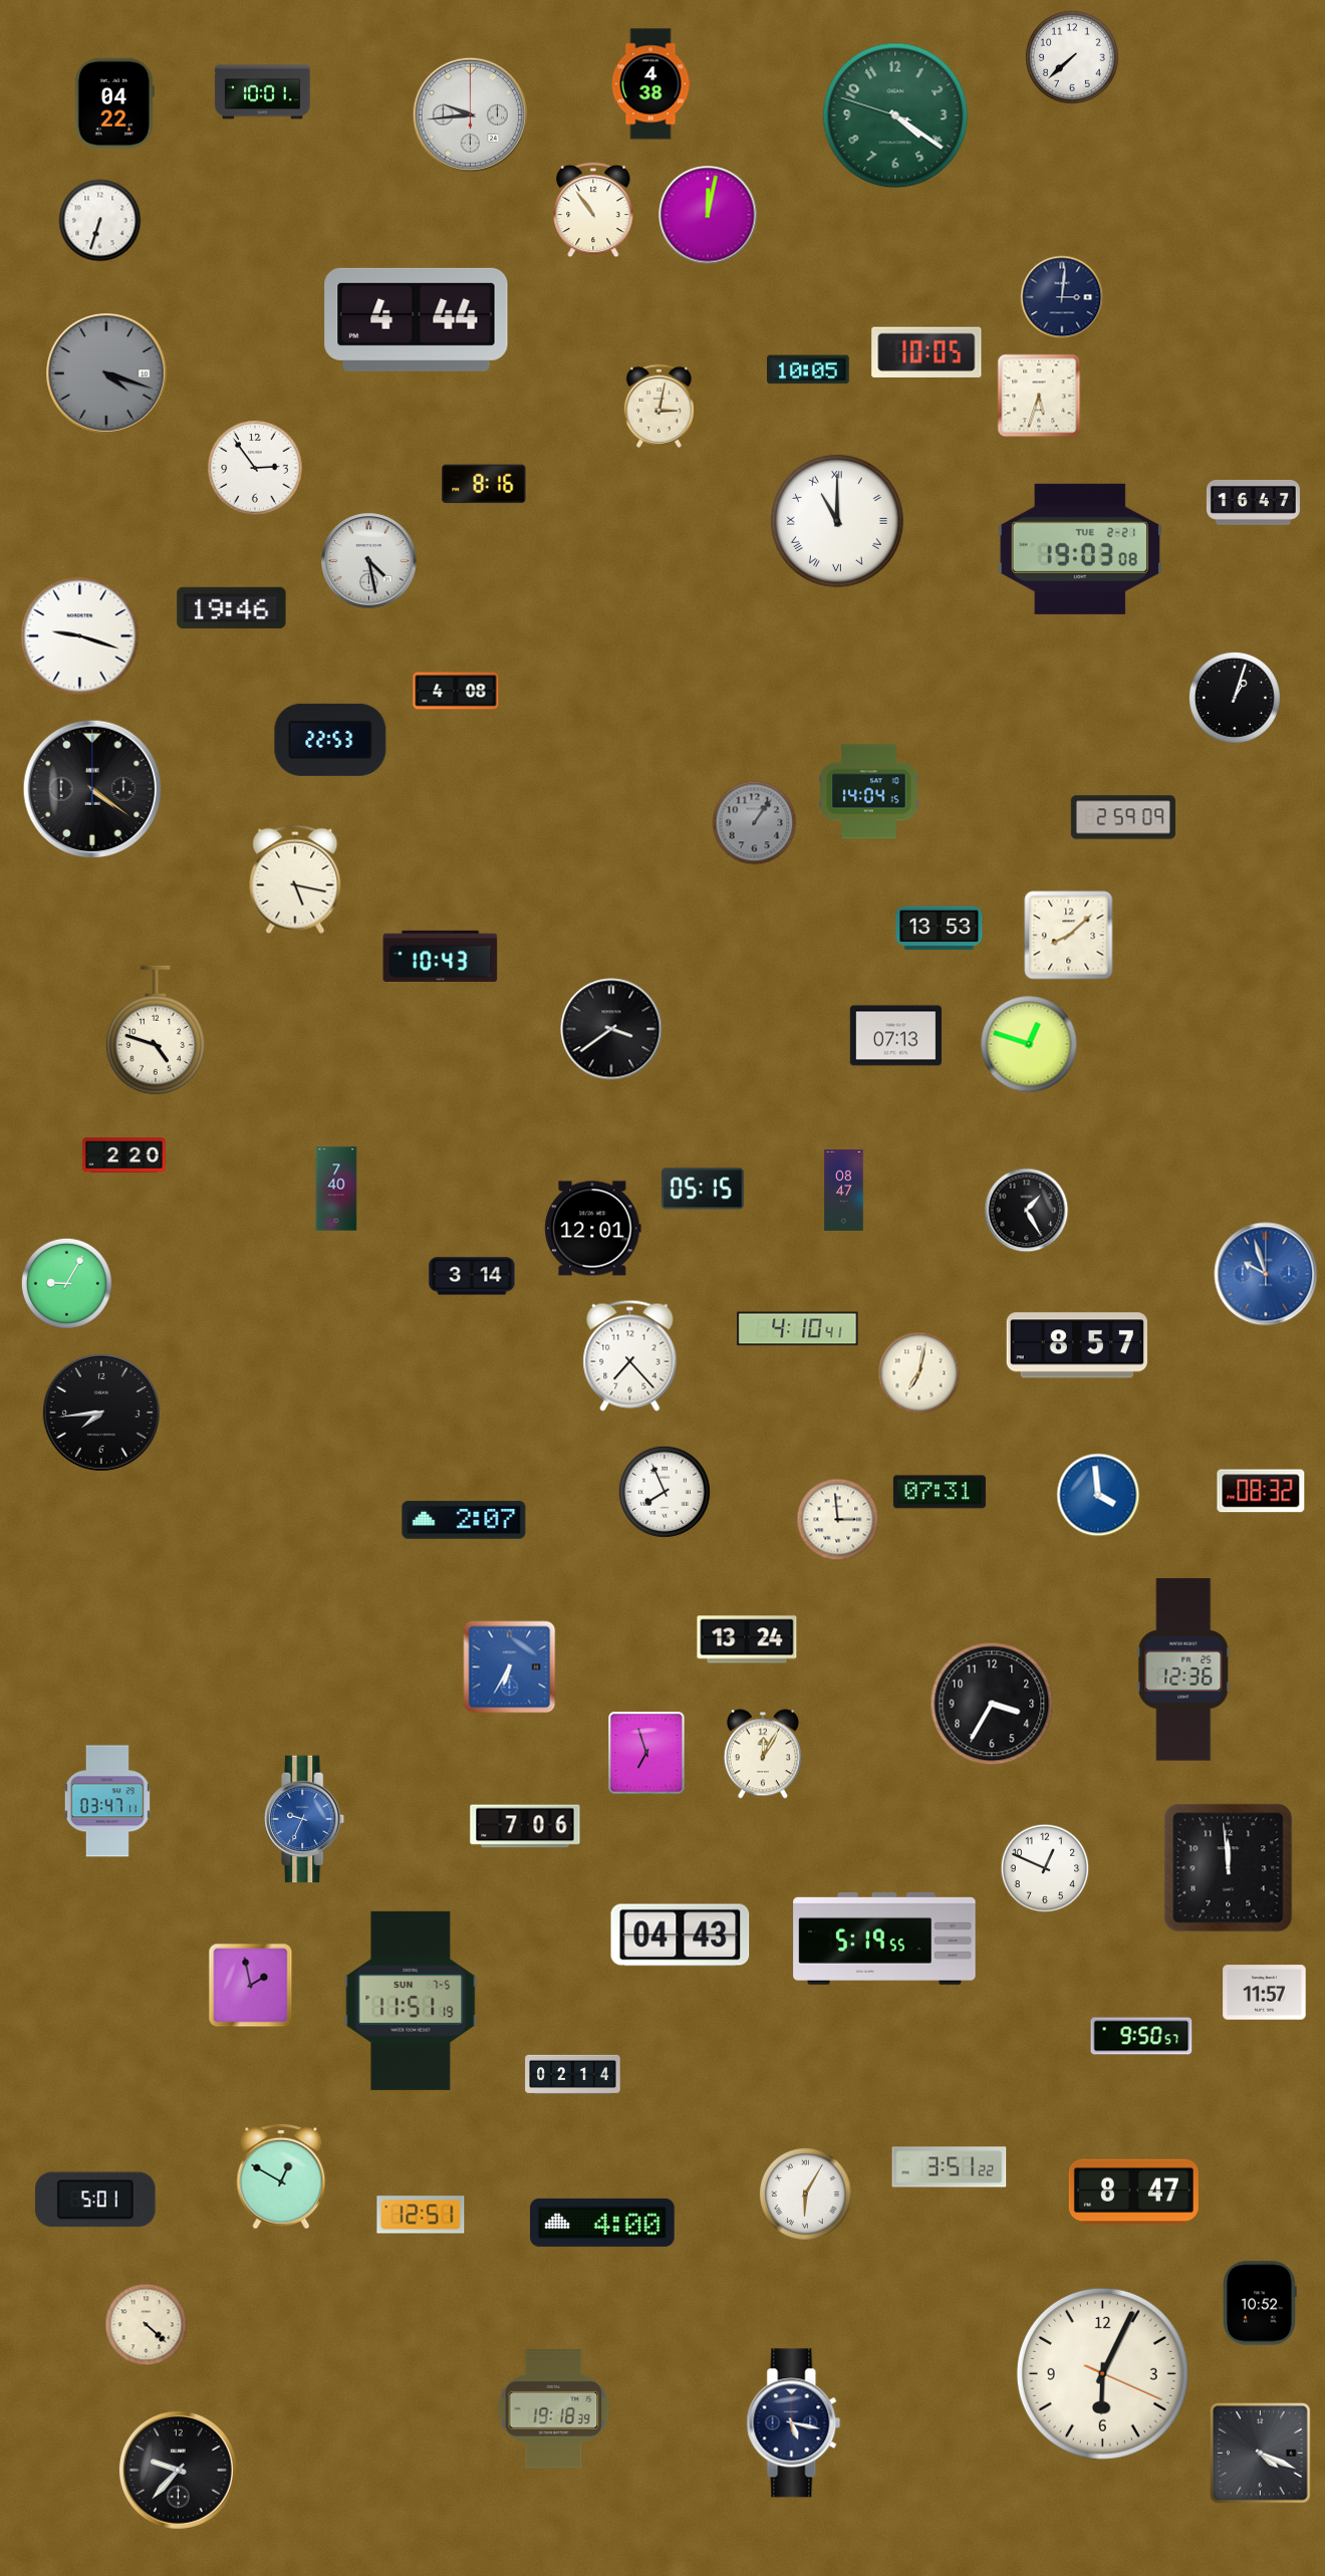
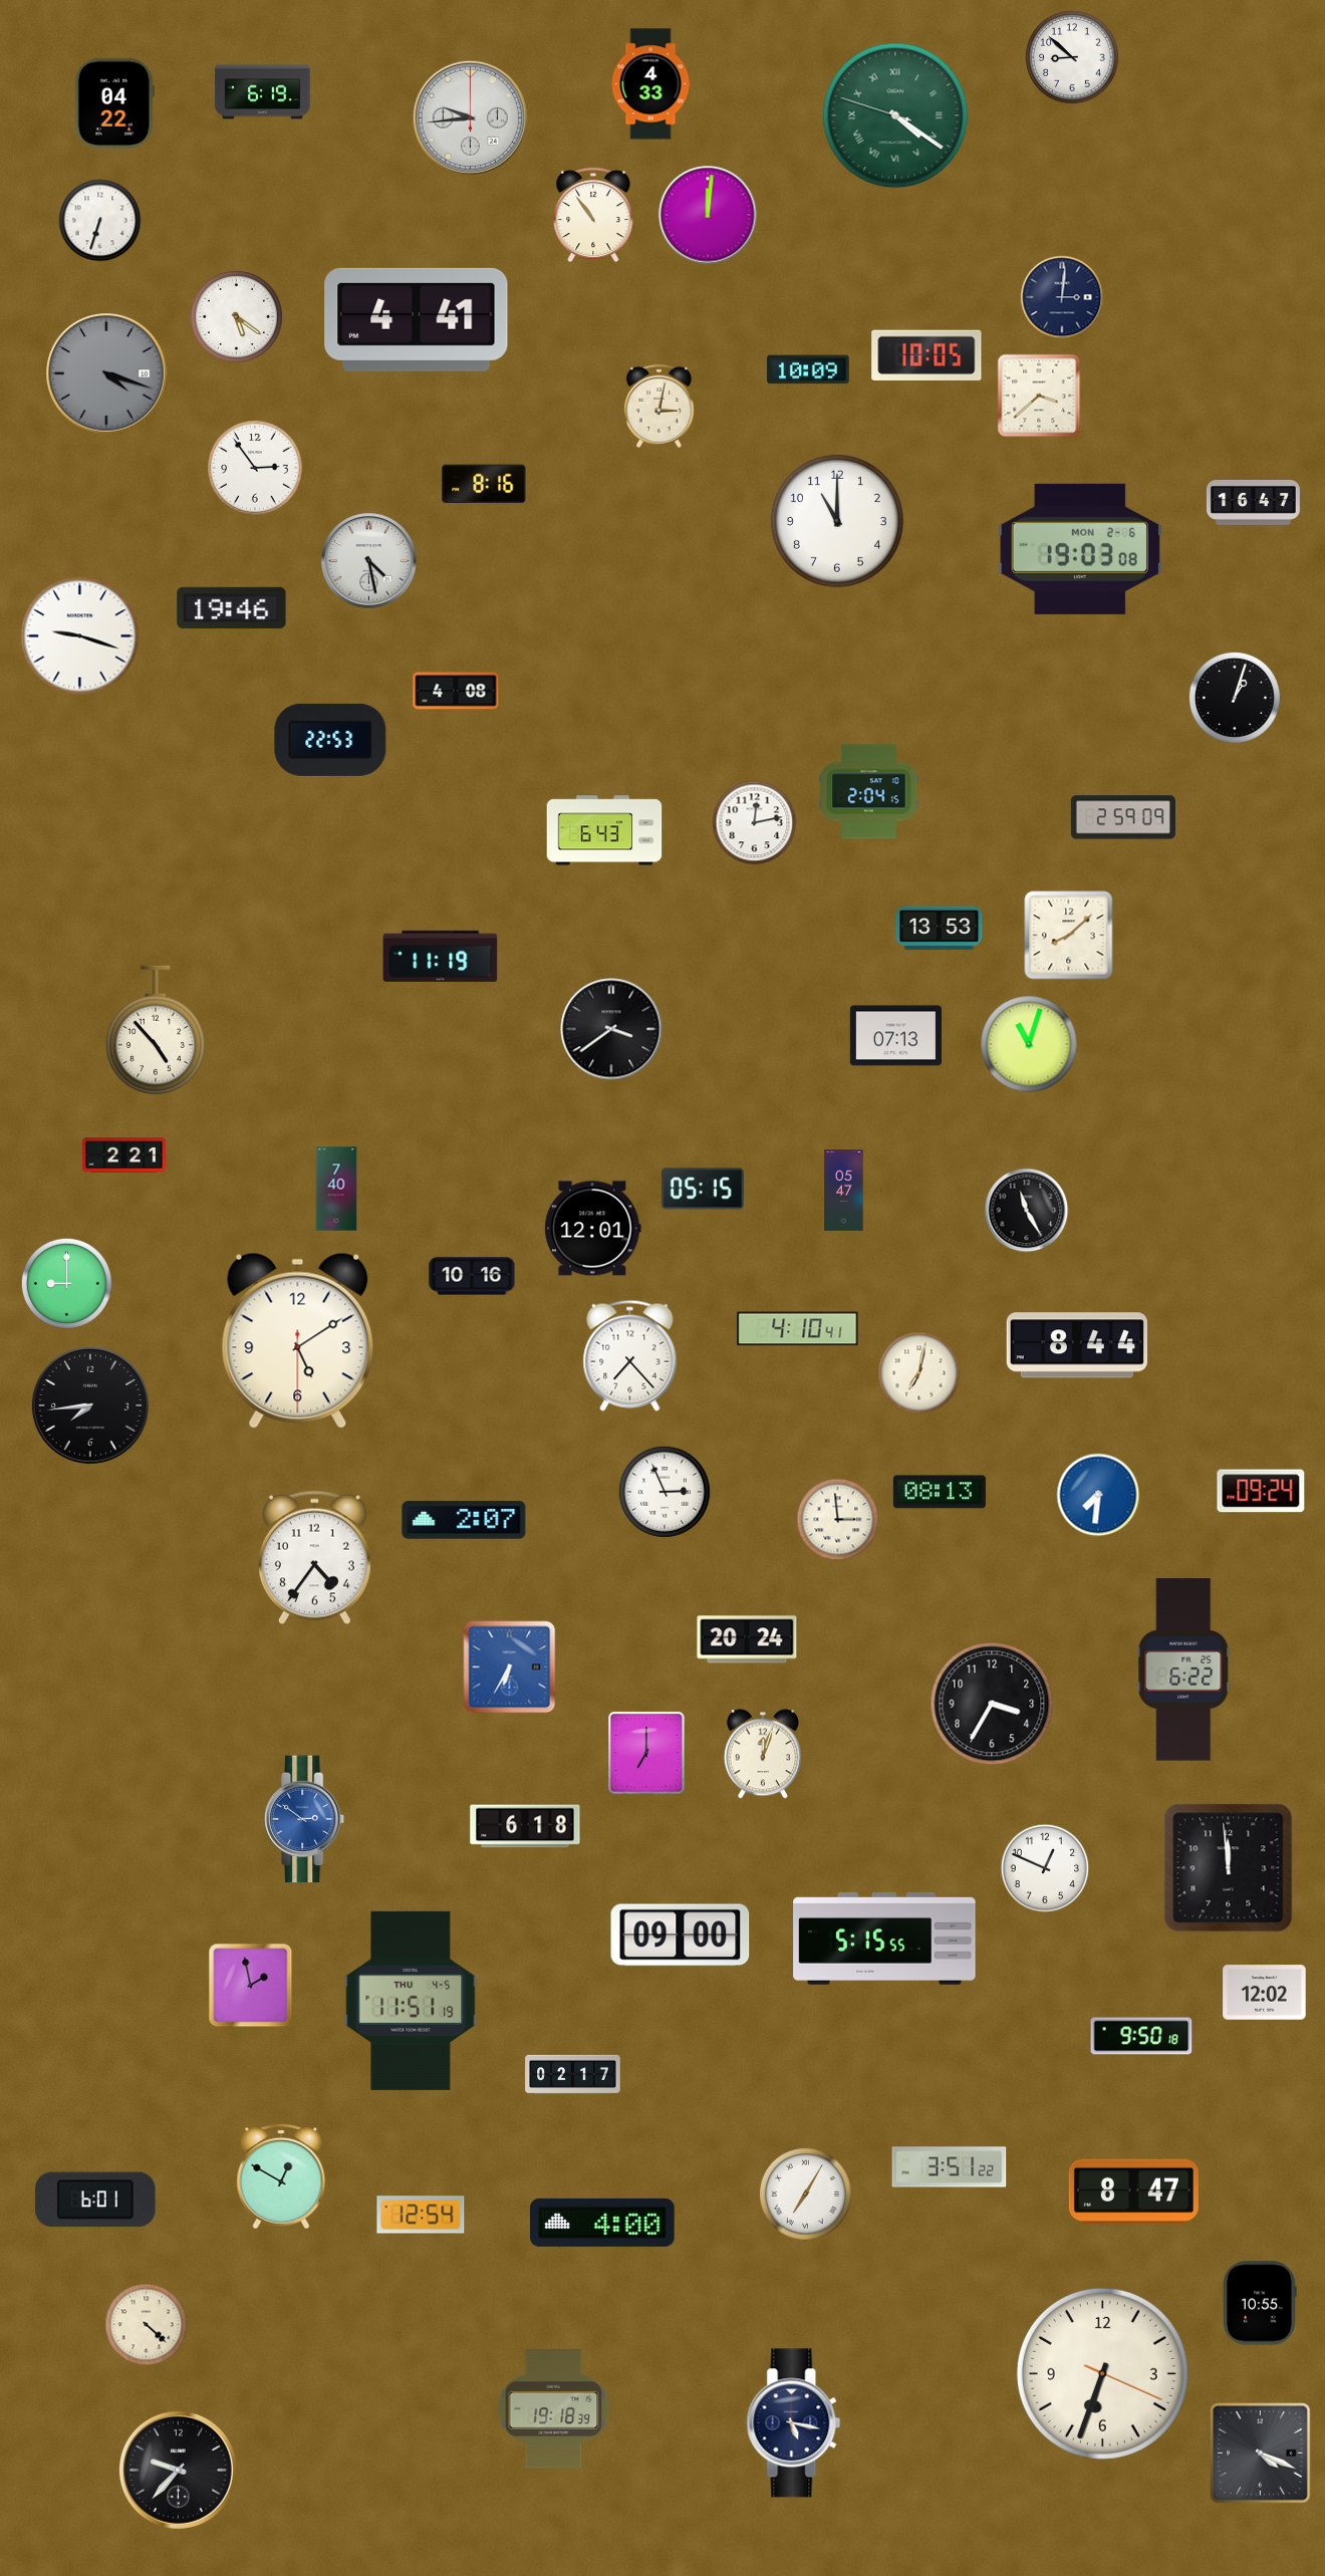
clock at (1073, 58): 7:38 -> 8:52
clock at (650, 84): 4:38 -> 4:33
clock at (263, 92): 10:01 -> 6:19
clock at (470, 114) position: (470, 114) -> (470, 117)
clock at (895, 115) numerals: Arabic -> Roman
clock at (593, 210) position: (593, 210) -> (593, 215)
clock at (708, 215): 12:02 -> 12:01
clock at (236, 316): none -> 5:21
clock at (417, 319): 4:44 -> 4:41
clock at (926, 351) position: (926, 351) -> (926, 354)
clock at (808, 369): 10:05 -> 10:09
clock at (1039, 396): 5:33 -> 3:38
clock at (837, 521) numerals: Roman -> Arabic
clock at (1080, 549) date: TUE 2-21 -> MON 2-6
clock at (92, 789): 4:21 -> none
clock at (869, 792): 14:04 -> 2:04
clock at (755, 823): 1:06 -> 12:13
clock at (755, 823) dial: grey -> white
clock at (604, 830): none -> 6:43
clock at (295, 879): 5:17 -> none
clock at (441, 956): 10:43 -> 11:19
clock at (156, 1030): 4:48 -> 4:53
clock at (1029, 1044): 12:48 -> 11:03
clock at (124, 1155): 2:20 -> 2:21
clock at (844, 1191): 08:47 -> 05:47
clock at (1027, 1211): 1:25 -> 11:25
clock at (1266, 1274): 9:57 -> none
clock at (472, 1276): 3:14 -> 10:16
clock at (66, 1283): 9:05 -> 9:00
clock at (298, 1340): none -> 5:09
clock at (1077, 1345): 8:57 -> 8:44
clock at (101, 1412) position: (101, 1412) -> (90, 1405)
clock at (1261, 1491): 08:32 -> 09:24
clock at (665, 1492): 7:56 -> 2:56
clock at (940, 1492): 07:31 -> 08:13
clock at (1098, 1495): 3:59 -> 7:31
clock at (314, 1558): none -> 4:36
clock at (747, 1639): 13:24 -> 20:24
clock at (1183, 1669): 12:36 -> 6:22
clock at (646, 1753): 6:57 -> 7:00
clock at (763, 1754): 12:05 -> 12:03
clock at (107, 1801): 03:47 -> none
clock at (305, 1819): 9:34 -> 2:51
clock at (525, 1826): 7:06 -> 6:18
clock at (681, 1936): 04:43 -> 09:00
clock at (884, 1939): 5:19 -> 5:15
clock at (1265, 1993): 11:57 -> 12:02
clock at (411, 2001) date: SUN 7-5 -> THU 4-5
clock at (1141, 2036): 9:50:57 -> 9:50:18
clock at (573, 2074): 02:14 -> 02:17
clock at (805, 2194): 6:05 -> 7:05
clock at (95, 2200): 5:01 -> 6:01
clock at (421, 2215): 12:51 -> 12:54
clock at (1260, 2303): 10:52 -> 10:55
clock at (1102, 2373): 6:04 -> 6:33
